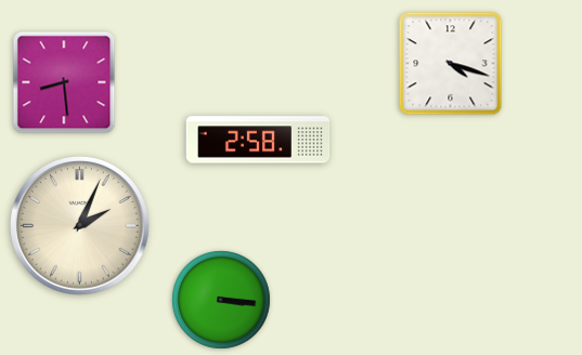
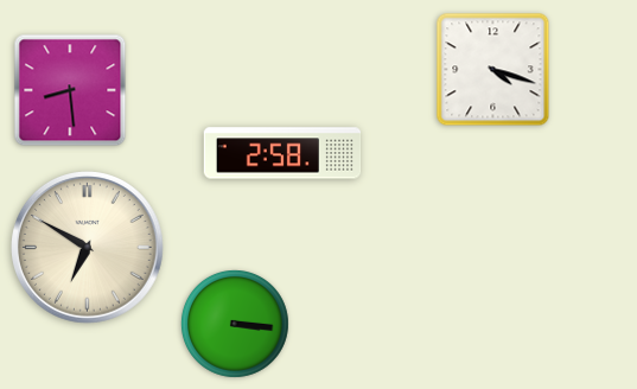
clock at (80, 226): 2:04 -> 6:50
clock at (222, 301) position: (222, 301) -> (236, 325)
